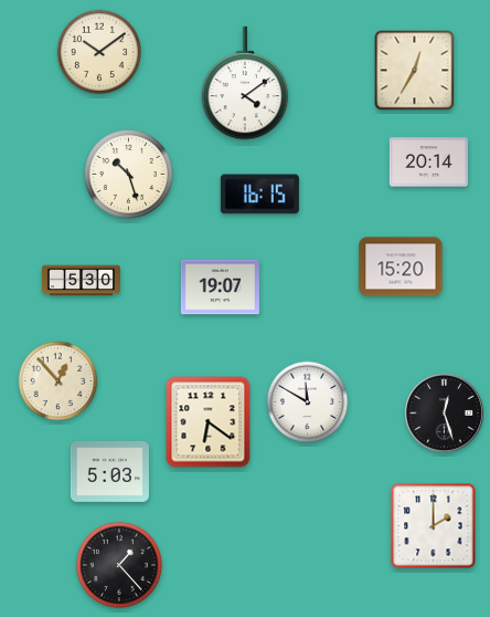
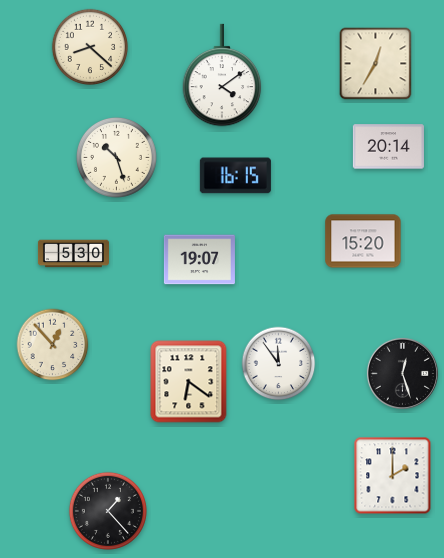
clock at (98, 51): 10:09 -> 8:22
clock at (308, 402): 11:50 -> 11:54
clock at (109, 472): 5:03 -> none
